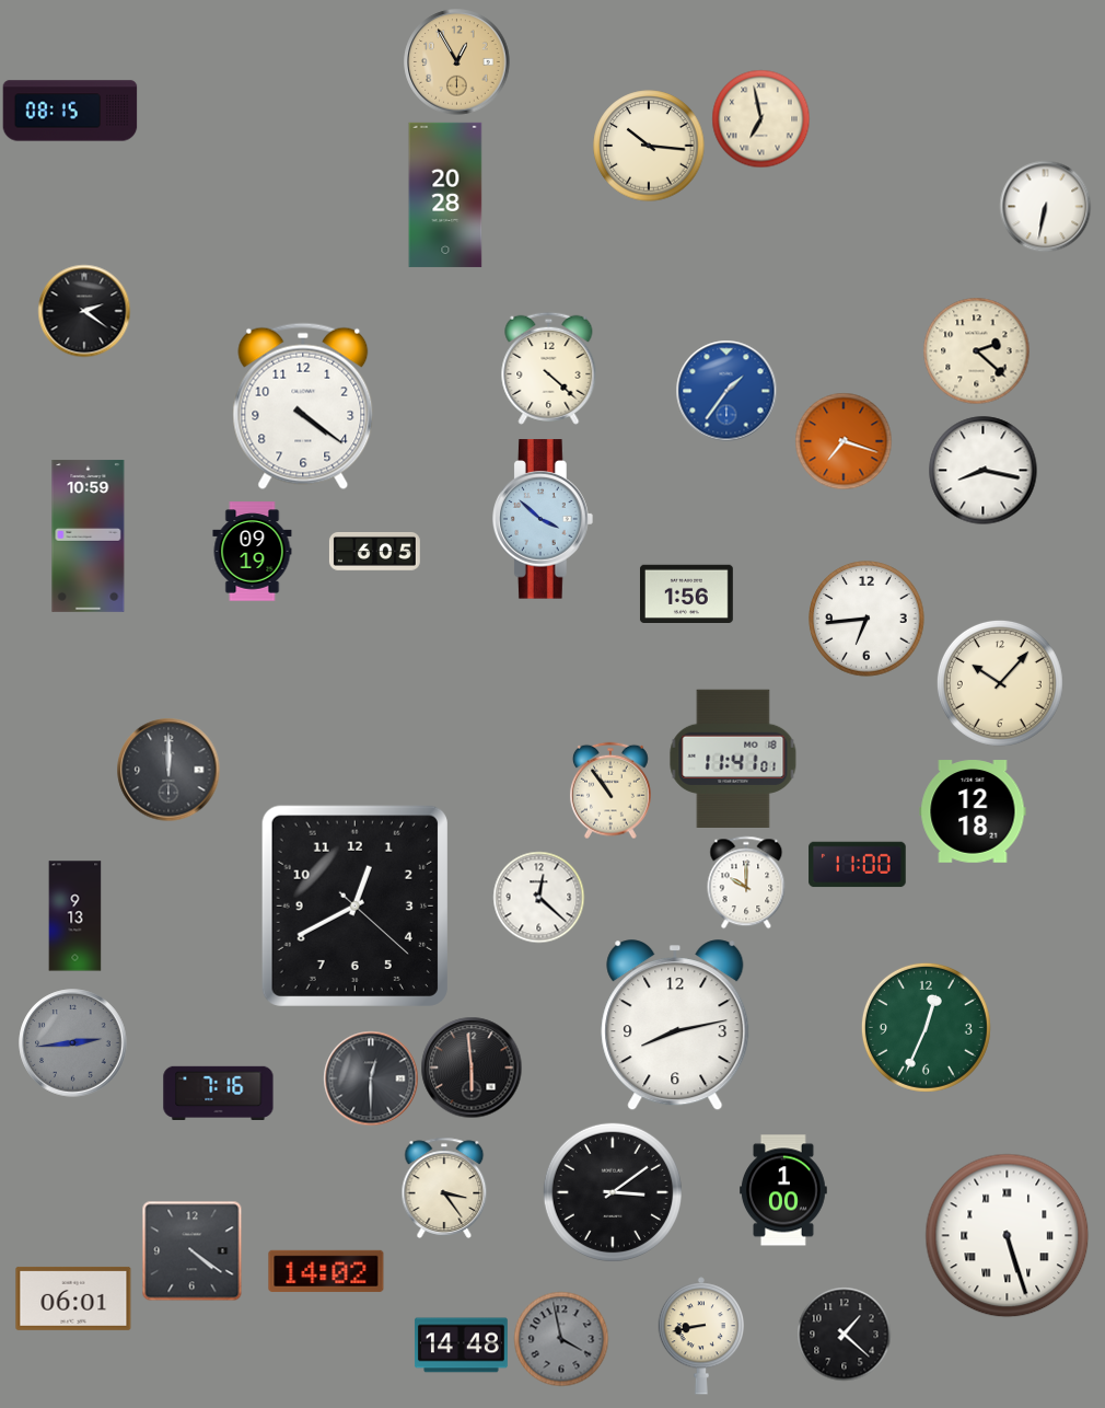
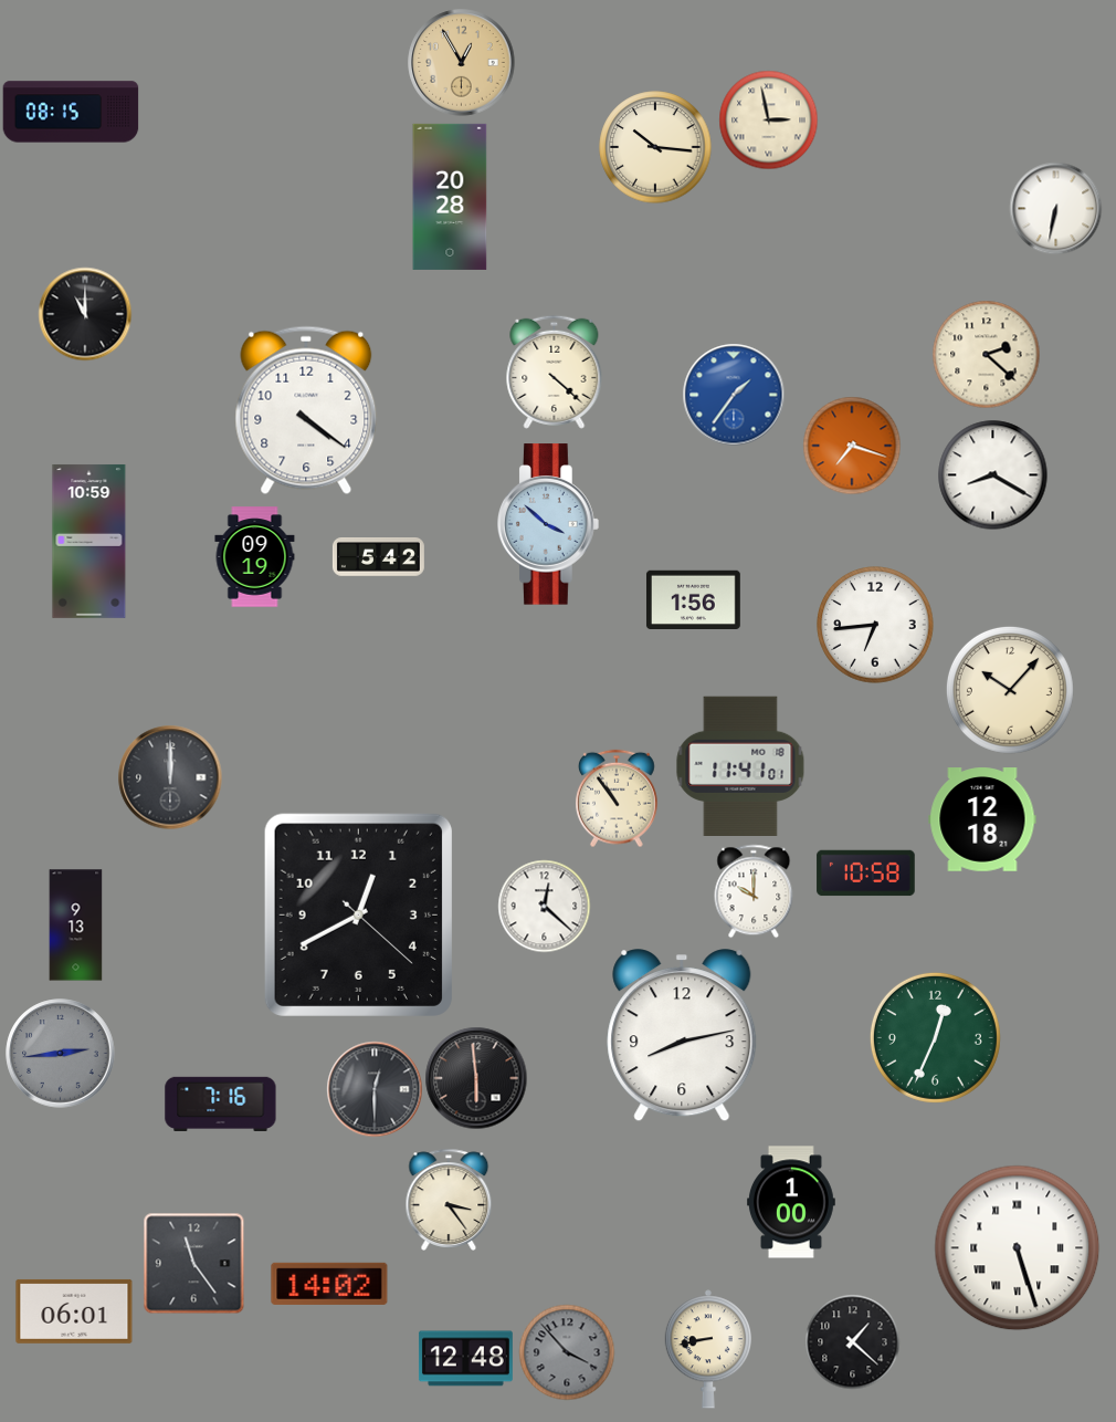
clock at (760, 118): 6:58 -> 2:58
clock at (84, 311): 2:21 -> 11:00
clock at (984, 471): 8:17 -> 8:20
clock at (374, 552): 6:05 -> 5:42
clock at (858, 865): 11:00 -> 10:58
clock at (73, 1043) position: (73, 1043) -> (61, 1054)
clock at (613, 1192): 3:09 -> none
clock at (191, 1250): 4:21 -> 11:24
clock at (844, 1334) position: (844, 1334) -> (852, 1341)
clock at (561, 1339): 3:58 -> 3:53
clock at (461, 1346): 14:48 -> 12:48
